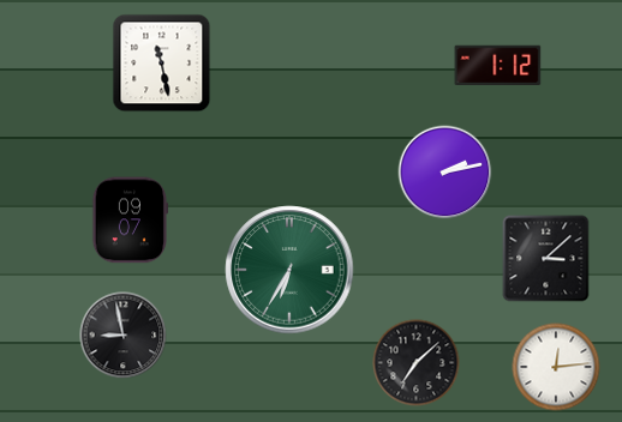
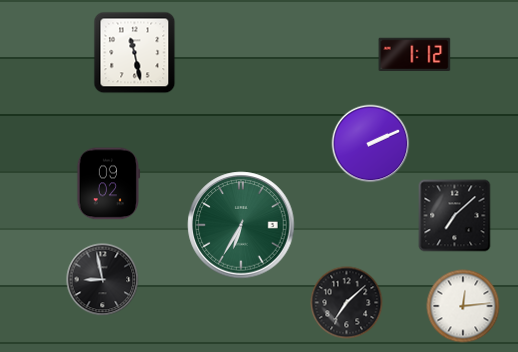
clock at (445, 173): 2:13 -> 2:11
clock at (130, 221): 09:07 -> 09:02
clock at (546, 259): 3:08 -> 7:08
